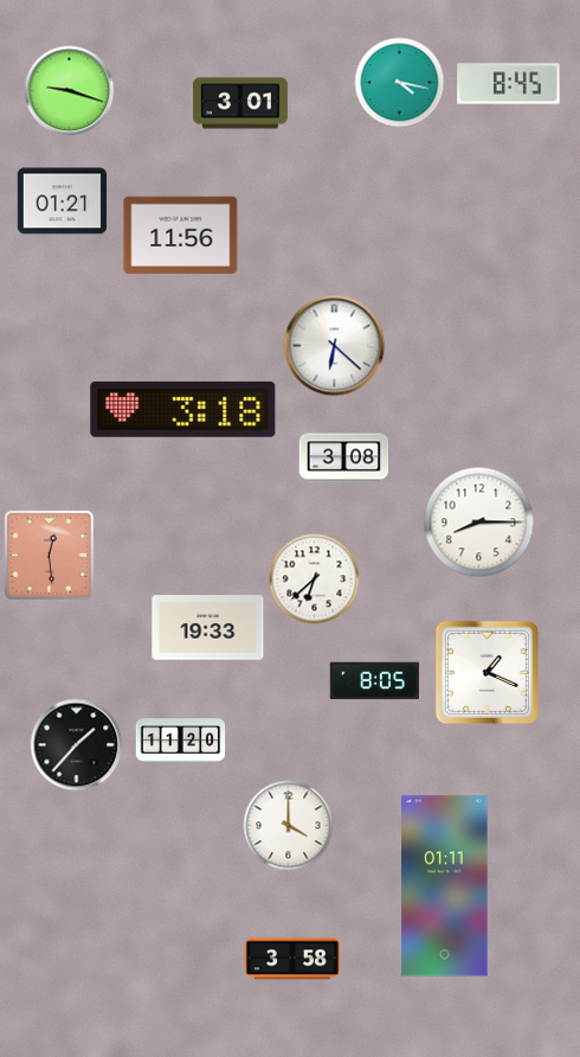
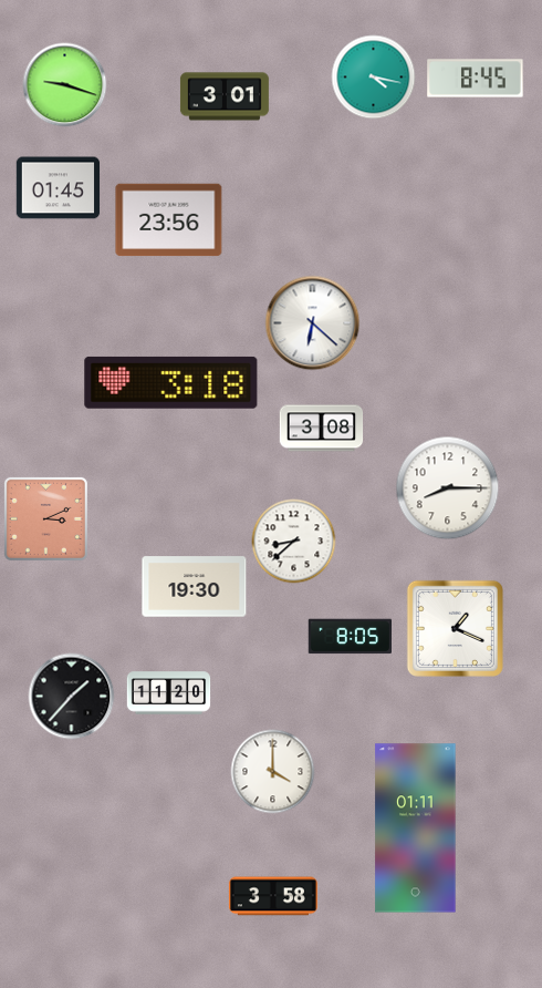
clock at (63, 201): 01:21 -> 01:45
clock at (181, 236): 11:56 -> 23:56
clock at (49, 555): 12:29 -> 3:11
clock at (315, 579): 6:38 -> 8:38
clock at (208, 628): 19:33 -> 19:30
clock at (289, 826) position: (289, 826) -> (273, 772)
